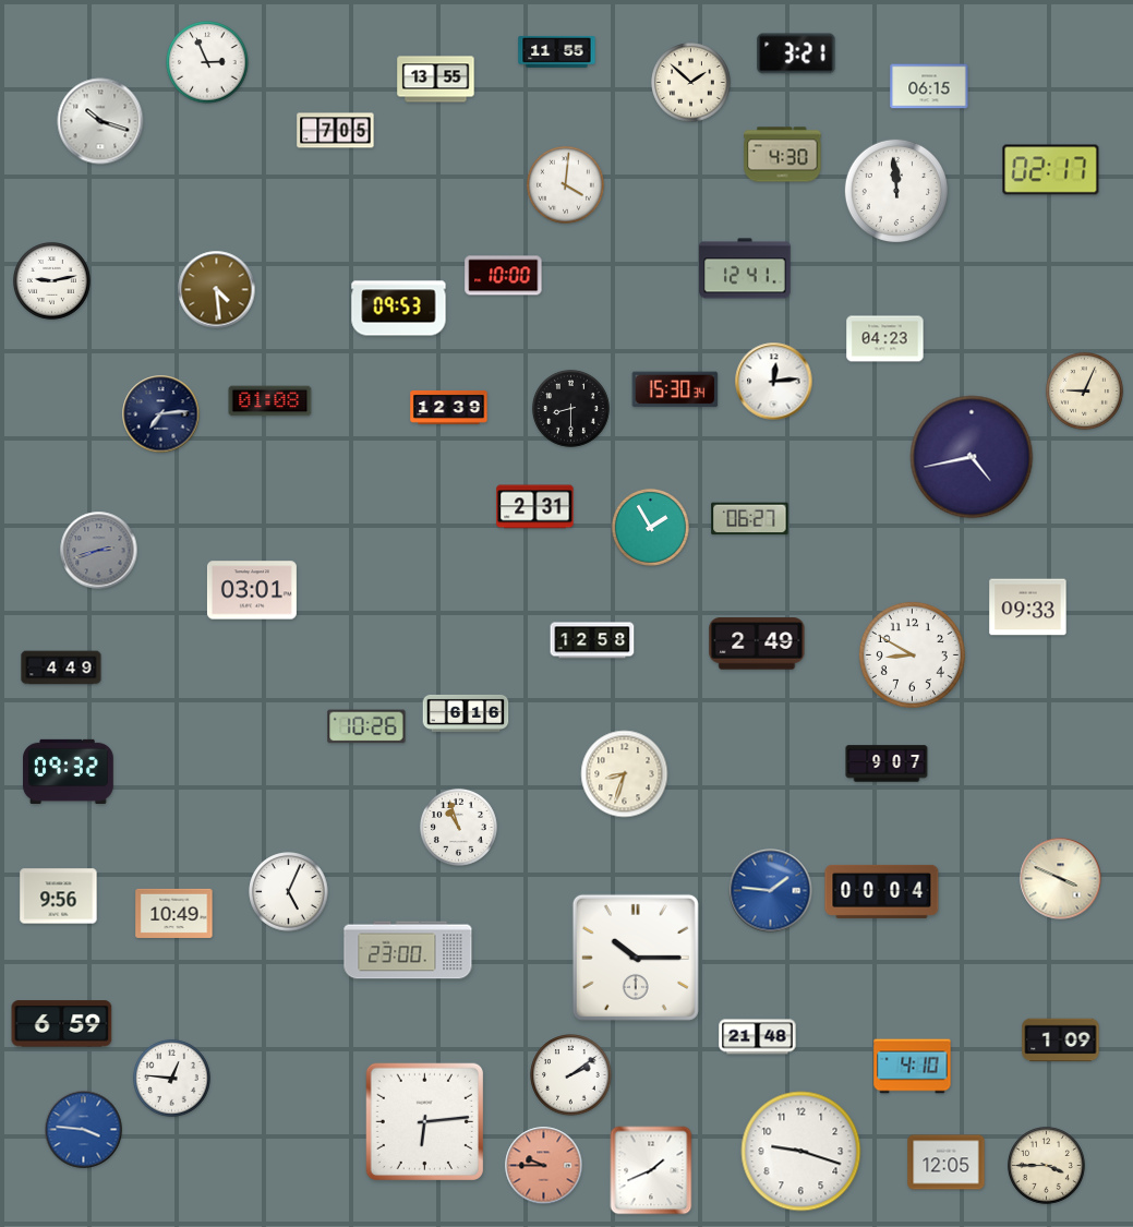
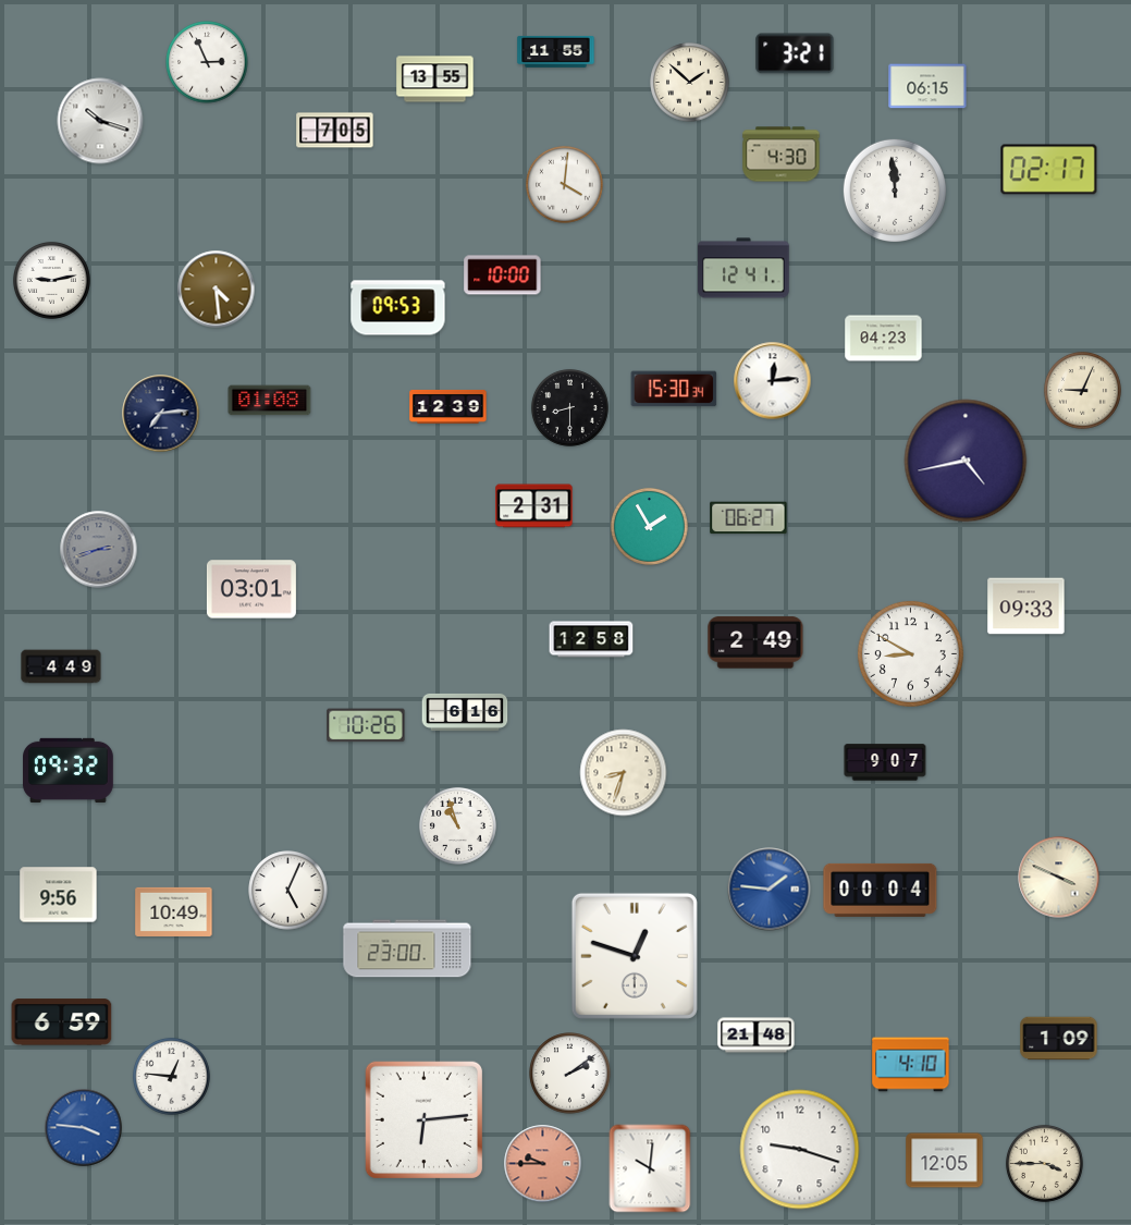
clock at (972, 457) position: (972, 457) -> (966, 461)
clock at (636, 958): 10:15 -> 12:48
clock at (651, 1170): 1:41 -> 10:01
